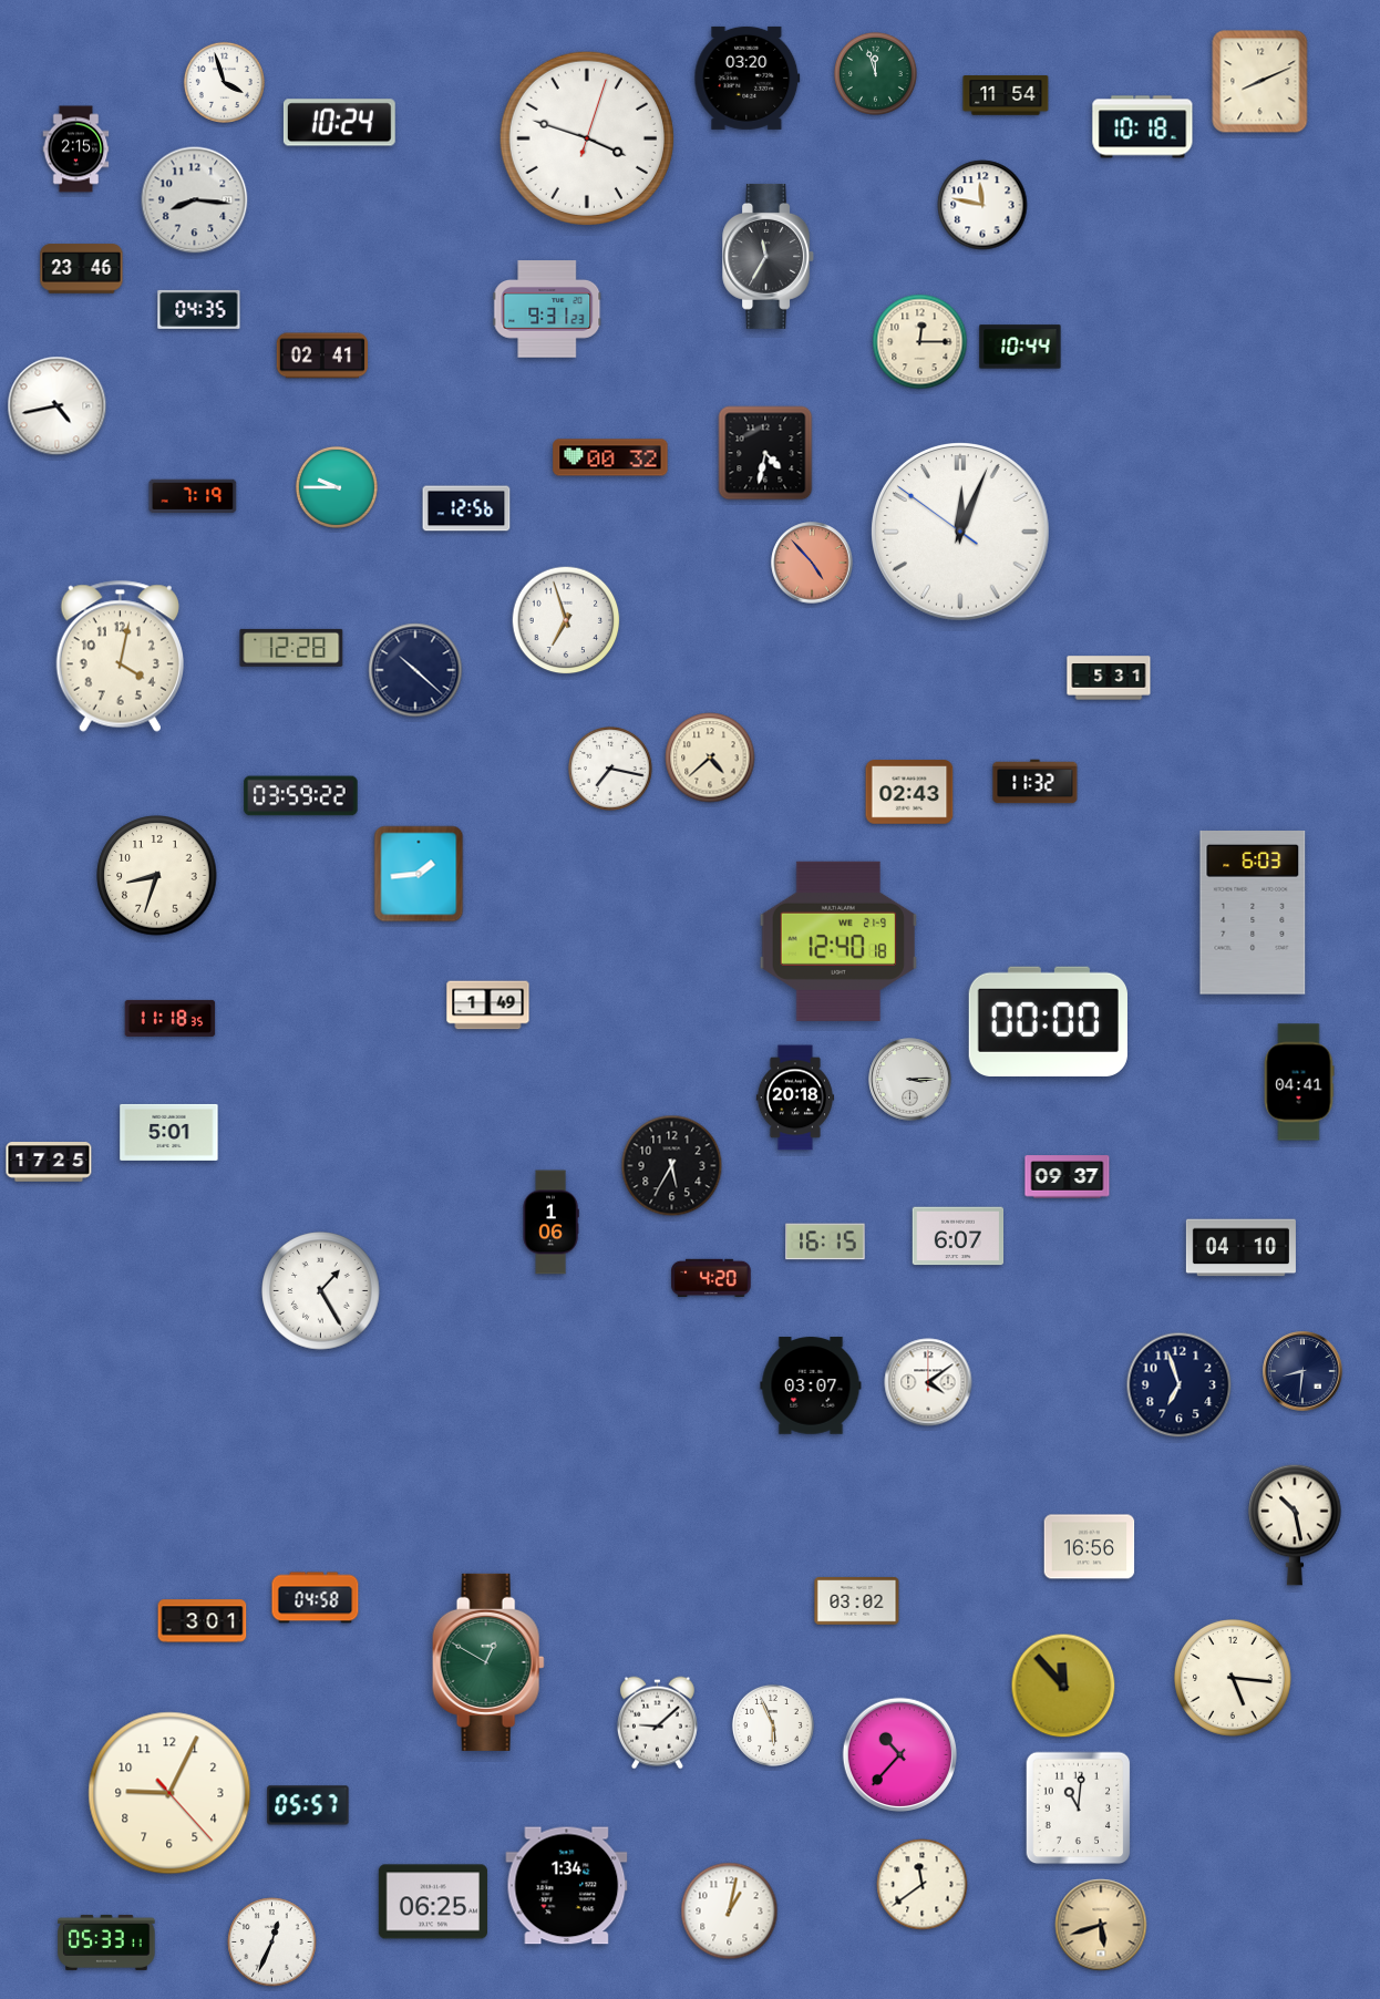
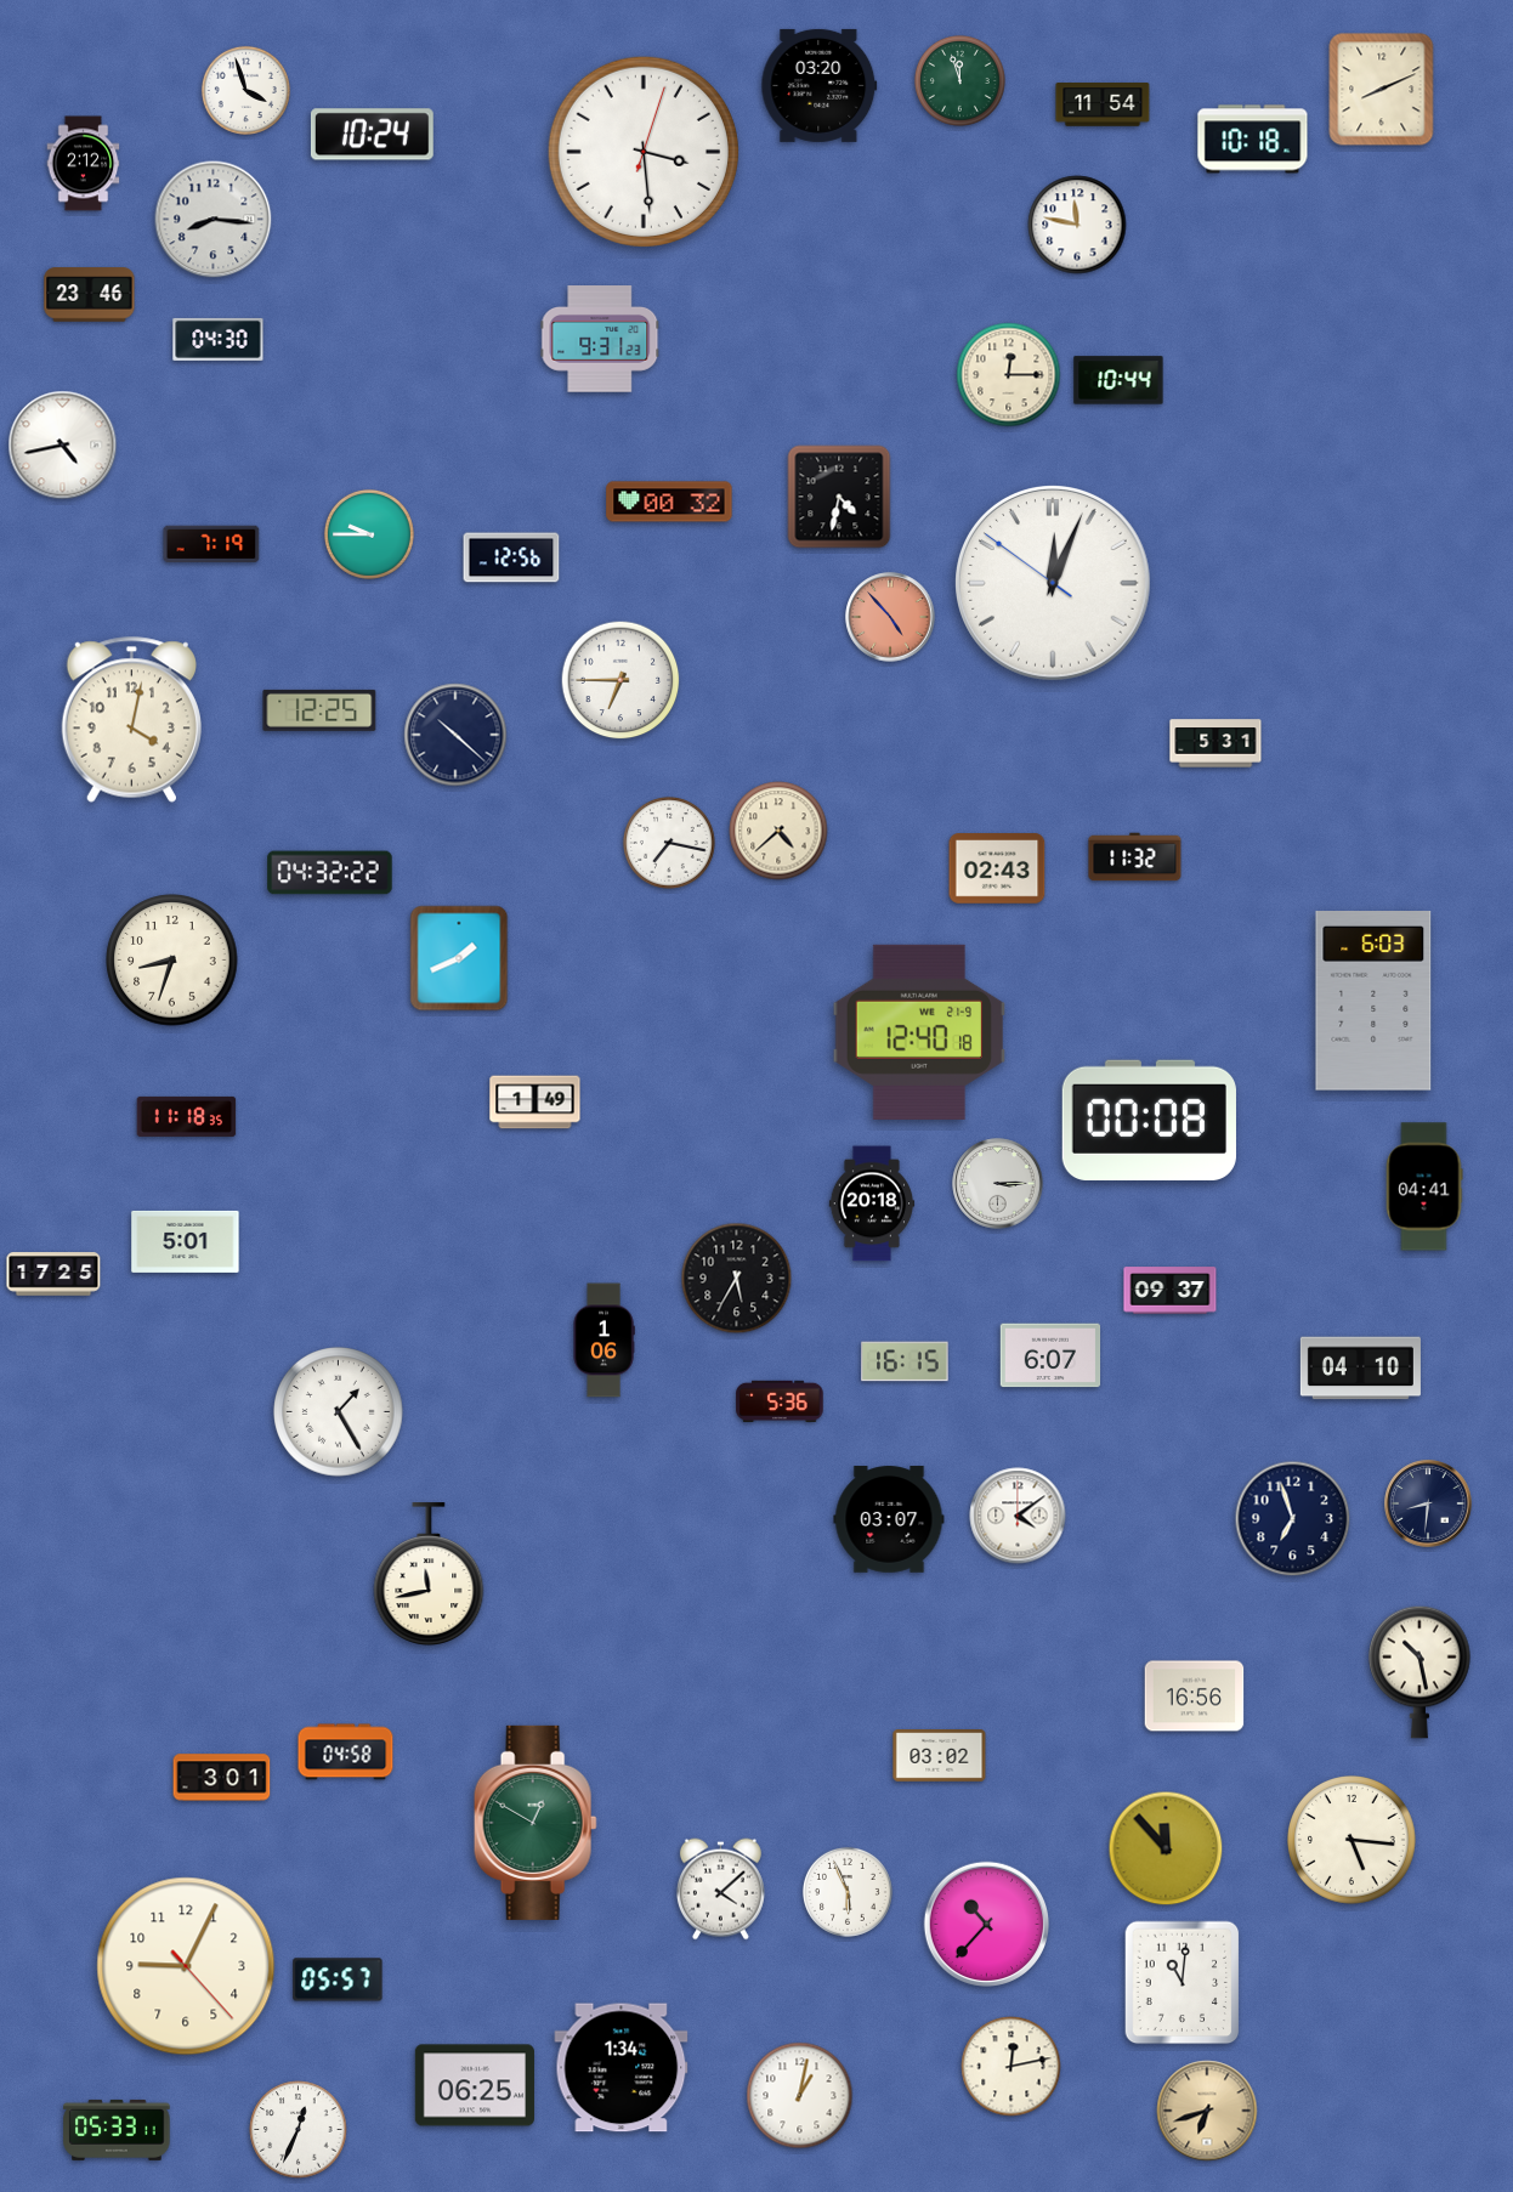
clock at (587, 138): 3:48 -> 3:29
clock at (76, 150): 2:15 -> 2:12
clock at (769, 256): 11:35 -> none
clock at (199, 309): 04:35 -> 04:30
clock at (322, 356): 02:41 -> none
clock at (566, 620): 6:57 -> 6:45
clock at (291, 648): 12:28 -> 12:25
clock at (301, 796): 03:59 -> 04:32
clock at (419, 874): 1:44 -> 1:41
clock at (1048, 1021): 00:00 -> 00:08
clock at (711, 1278): 4:20 -> 5:36
clock at (321, 1291) position: (321, 1291) -> (339, 1412)
clock at (429, 1574): none -> 11:43
clock at (657, 1723): 9:08 -> 4:08
clock at (923, 1885): 11:39 -> 12:13
clock at (1101, 1925): 5:42 -> 6:42
